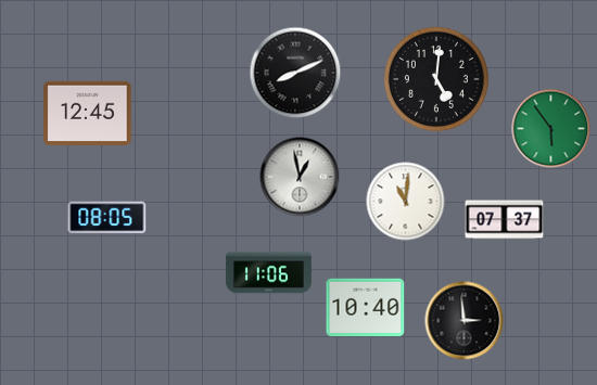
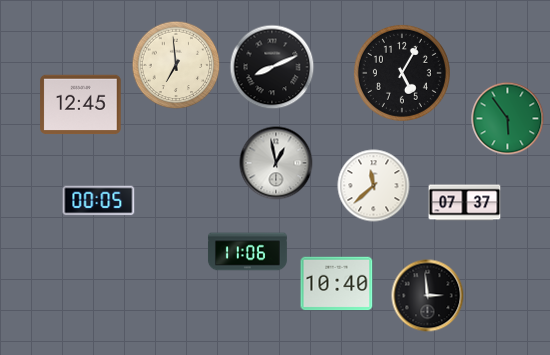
clock at (176, 65): none -> 6:59
clock at (436, 79): 5:01 -> 5:05
clock at (406, 202): 11:01 -> 11:38
clock at (107, 218): 08:05 -> 00:05
